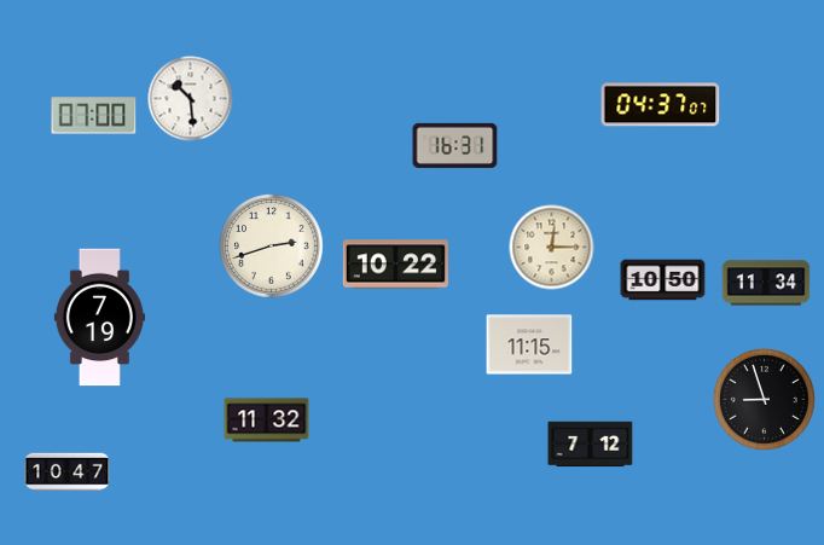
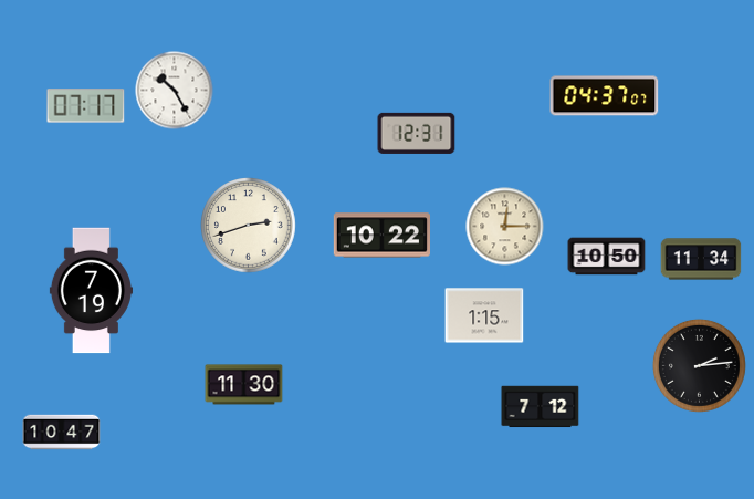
clock at (191, 99): 10:29 -> 10:25
clock at (94, 116): 07:00 -> 07:17
clock at (455, 145): 16:31 -> 12:31
clock at (395, 265) position: (395, 265) -> (381, 236)
clock at (529, 344): 11:15 -> 1:15
clock at (764, 399): 8:57 -> 2:14
clock at (267, 421): 11:32 -> 11:30
